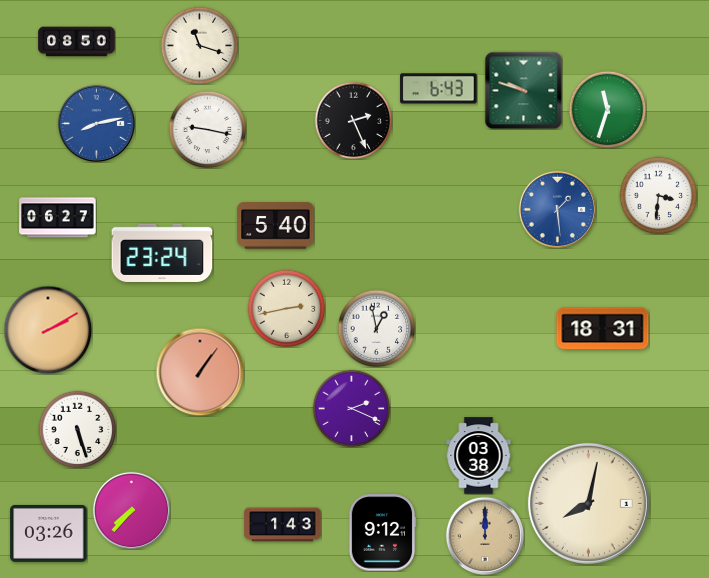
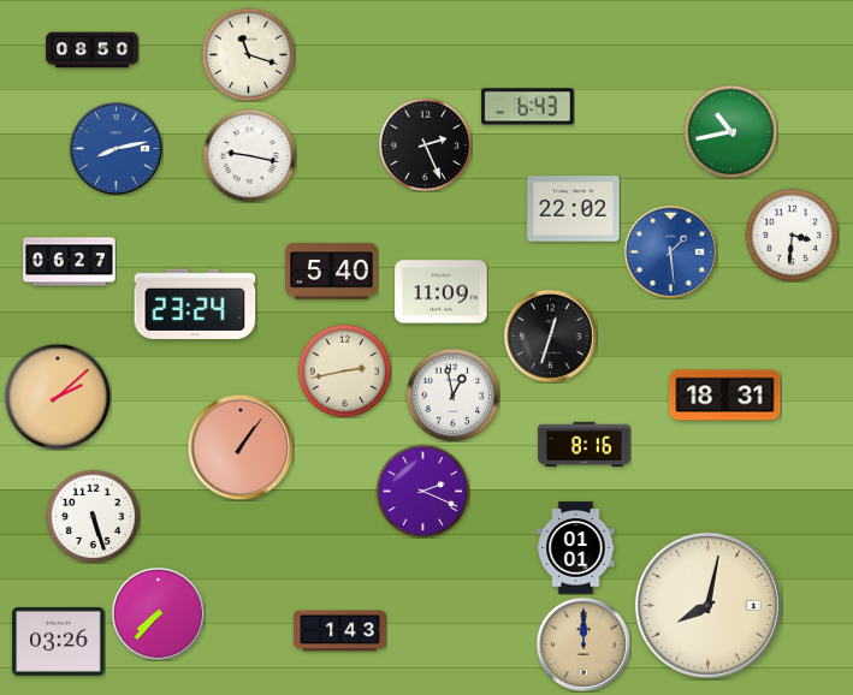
clock at (199, 45) position: (199, 45) -> (248, 54)
clock at (523, 90): 9:48 -> none
clock at (607, 109): 11:33 -> 10:43
clock at (574, 209): none -> 22:02
clock at (442, 292): none -> 11:09
clock at (550, 335): none -> 12:33
clock at (48, 330): 2:10 -> 2:08
clock at (585, 444): none -> 8:16
clock at (479, 456): 03:38 -> 01:01
clock at (382, 533): 9:12 -> none
